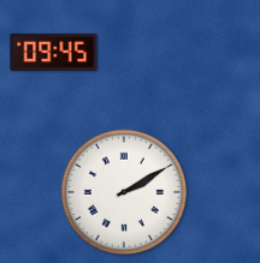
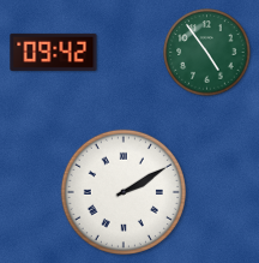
clock at (54, 52): 09:45 -> 09:42
clock at (207, 53): none -> 4:54
